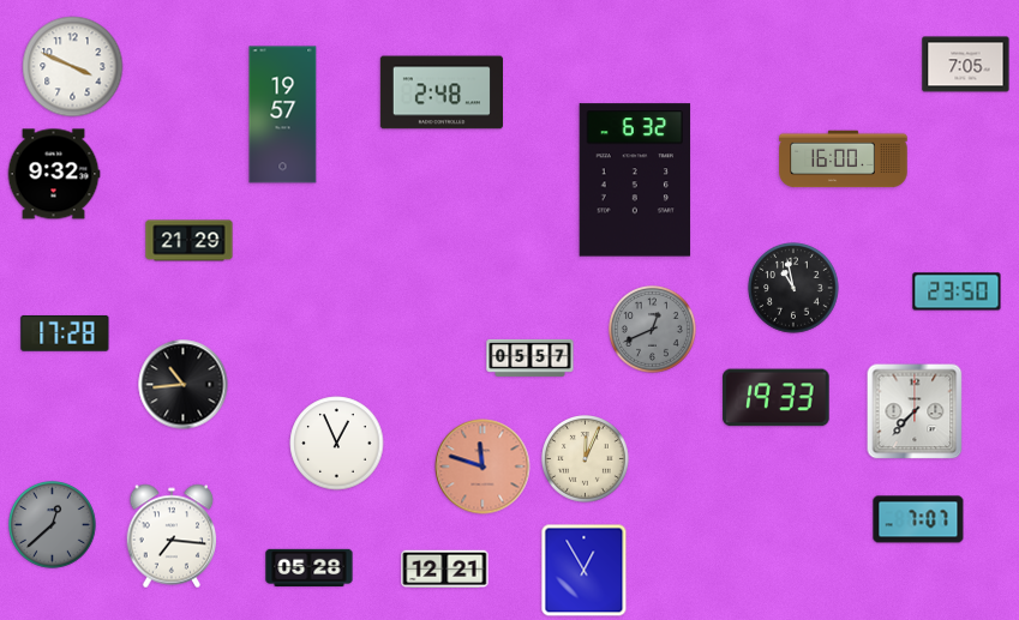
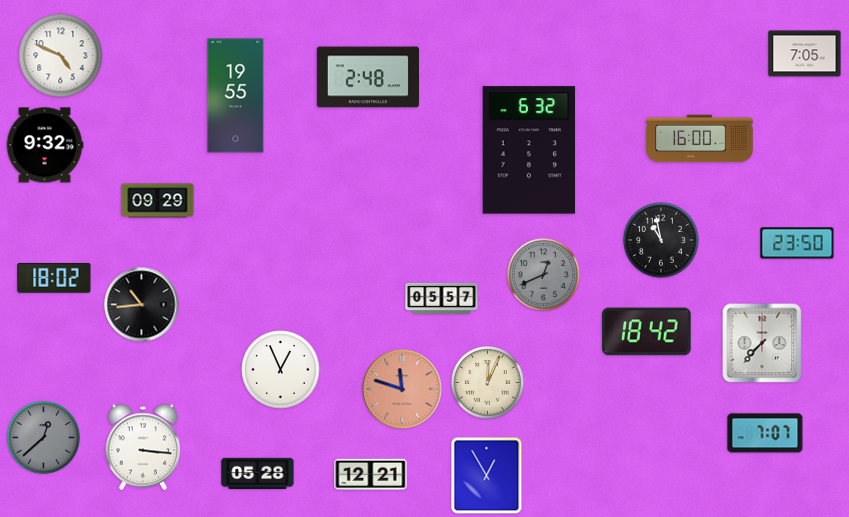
clock at (73, 67): 3:49 -> 4:49
clock at (283, 115): 19:57 -> 19:55
clock at (844, 159) position: (844, 159) -> (700, 139)
clock at (190, 241): 21:29 -> 09:29
clock at (65, 333): 17:28 -> 18:02
clock at (184, 385) position: (184, 385) -> (142, 305)
clock at (777, 398): 19:33 -> 18:42
clock at (172, 536): 7:16 -> 3:16
